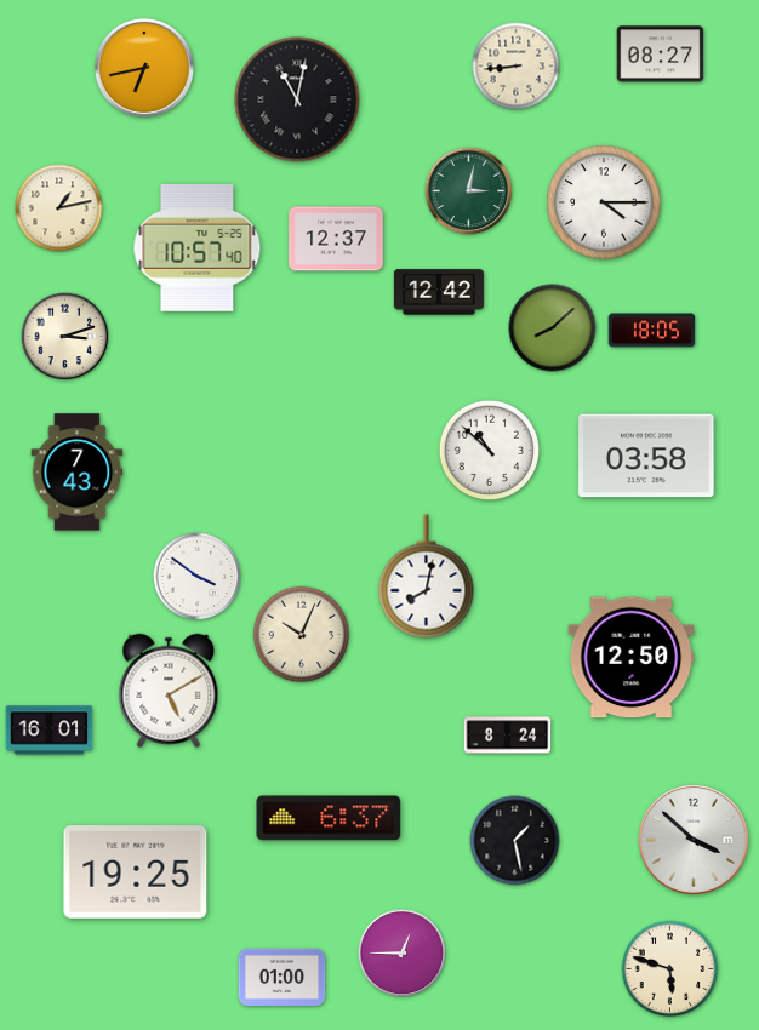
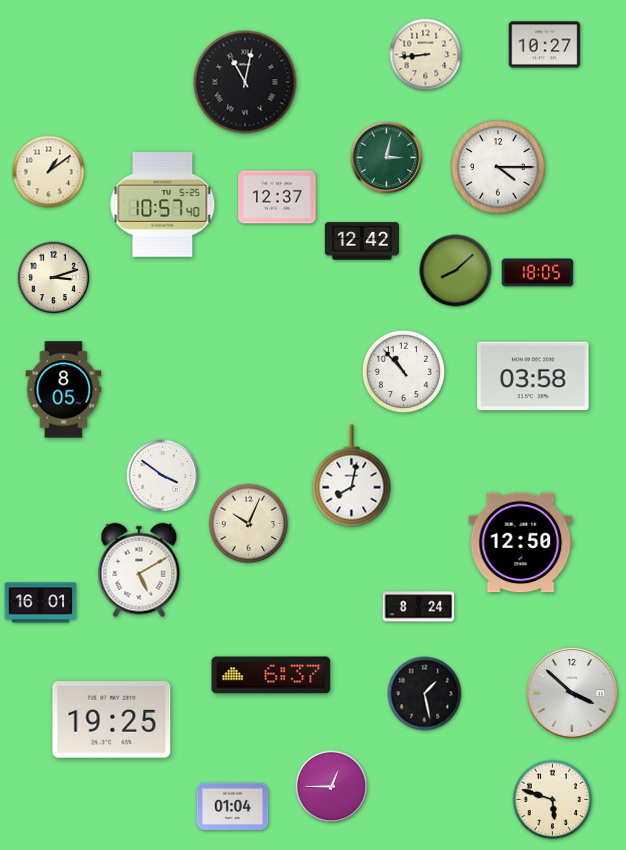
clock at (661, 55): 08:27 -> 10:27
clock at (144, 68): 6:43 -> none
clock at (59, 208): 1:13 -> 1:09
clock at (490, 451): 10:52 -> 10:53
clock at (78, 473): 7:43 -> 8:05
clock at (283, 977): 01:00 -> 01:04
